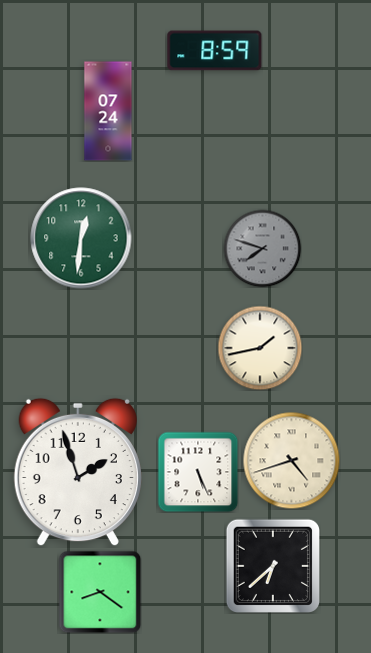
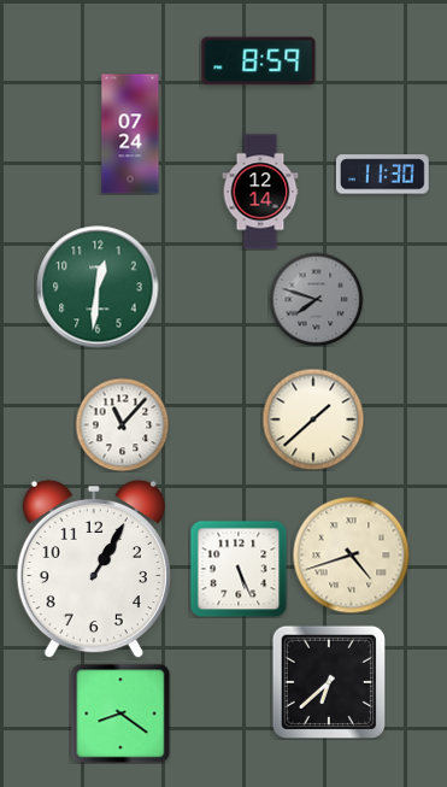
clock at (382, 175): none -> 11:30
clock at (260, 192): none -> 12:14
clock at (260, 348): 1:43 -> 1:38
clock at (122, 424): none -> 11:07
clock at (78, 472): 1:57 -> 1:05
